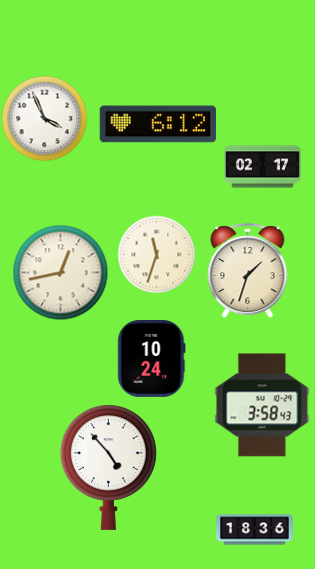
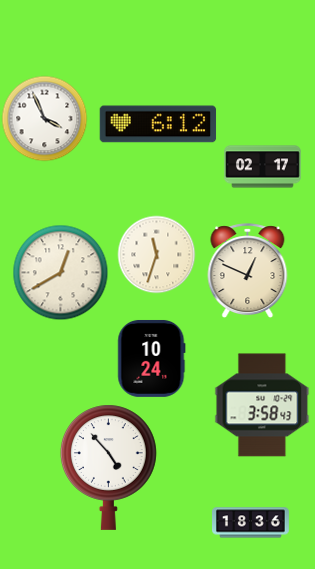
clock at (248, 271): 1:33 -> 12:49
clock at (60, 272): 12:43 -> 12:40
clock at (255, 530) position: (255, 530) -> (251, 523)
